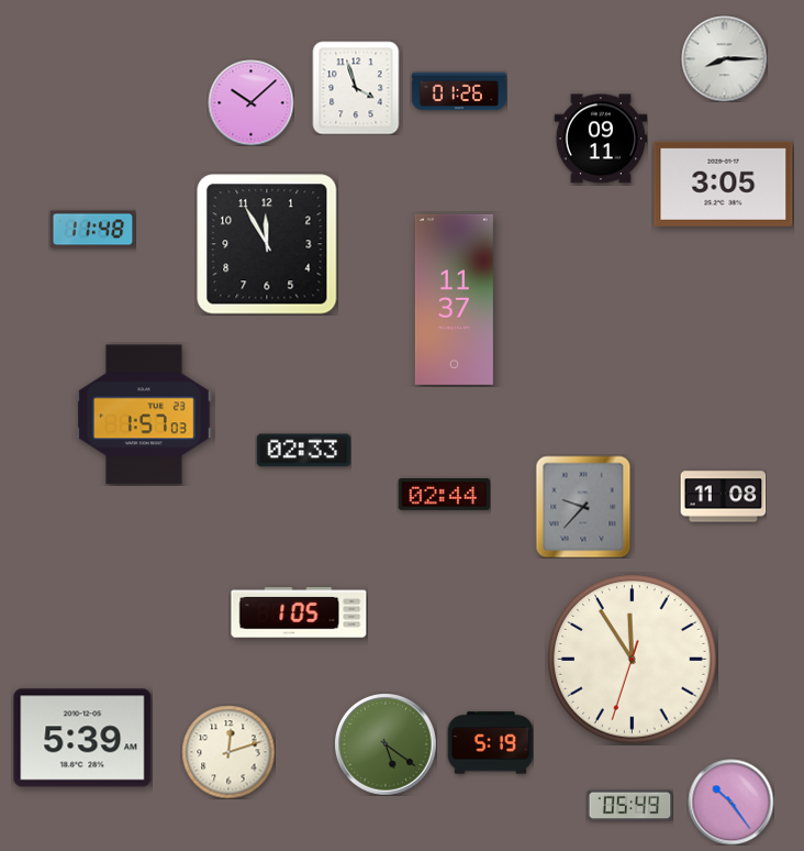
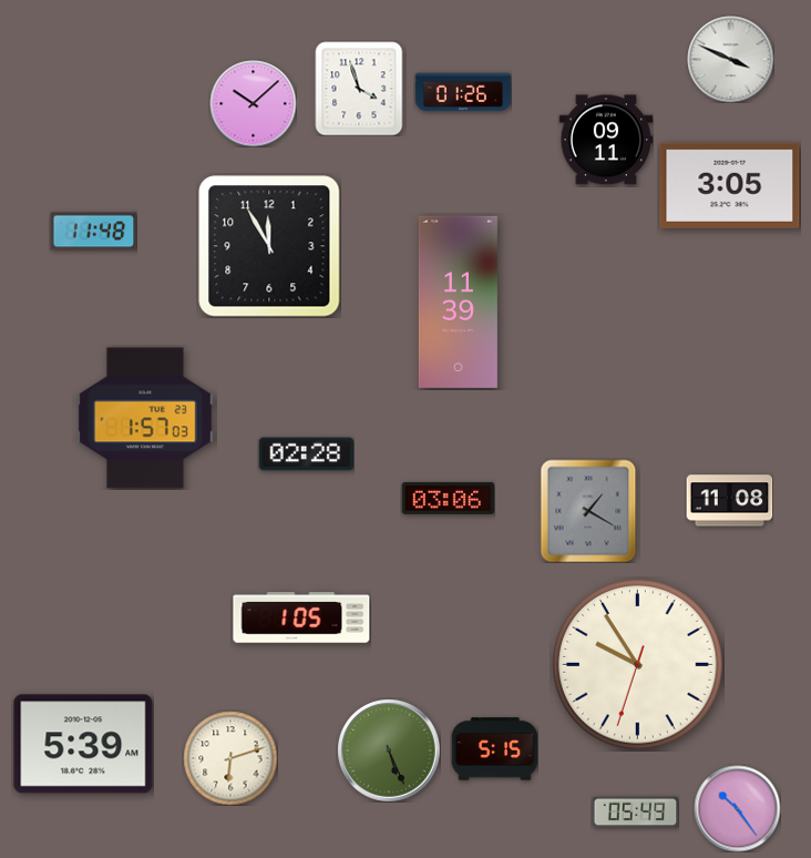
clock at (724, 58): 8:15 -> 3:49
clock at (454, 299): 11:37 -> 11:39
clock at (303, 451): 02:33 -> 02:28
clock at (444, 494): 02:44 -> 03:06
clock at (583, 507): 9:37 -> 1:20
clock at (633, 660): 11:54 -> 9:54
clock at (490, 743): 5:19 -> 5:15
clock at (386, 744): 5:21 -> 5:26
clock at (228, 752): 12:12 -> 6:12
